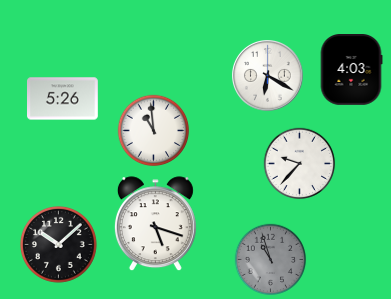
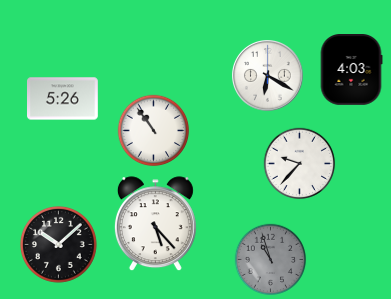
clock at (154, 131): 10:59 -> 10:54
clock at (155, 224): 5:18 -> 5:23
